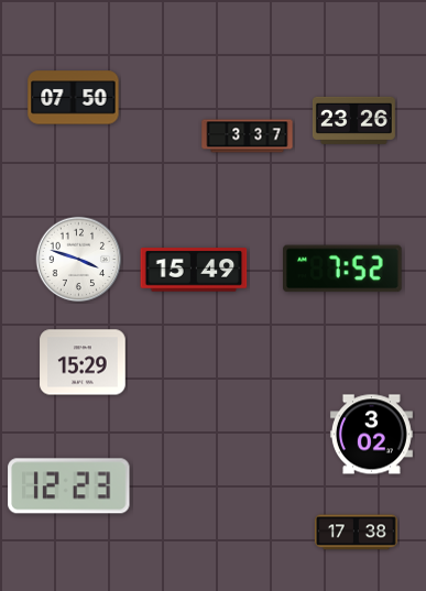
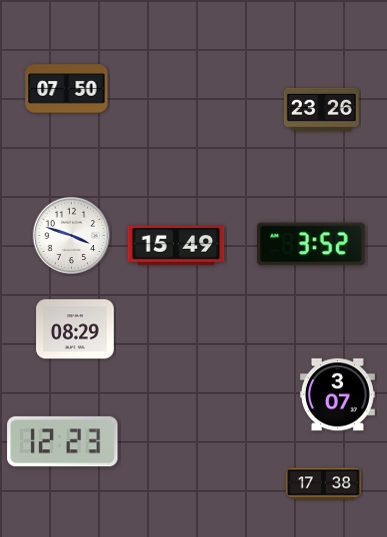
clock at (248, 136): 3:37 -> none
clock at (343, 269): 7:52 -> 3:52
clock at (83, 362): 15:29 -> 08:29
clock at (371, 435): 3:02 -> 3:07
